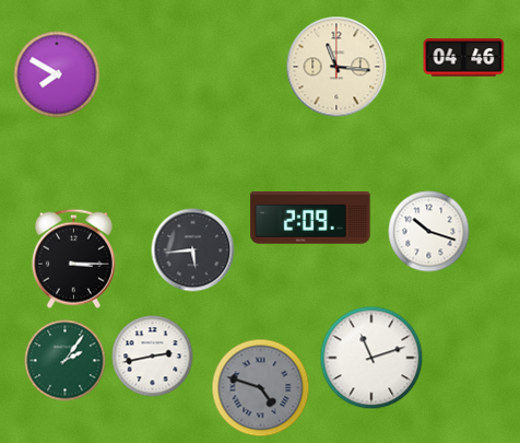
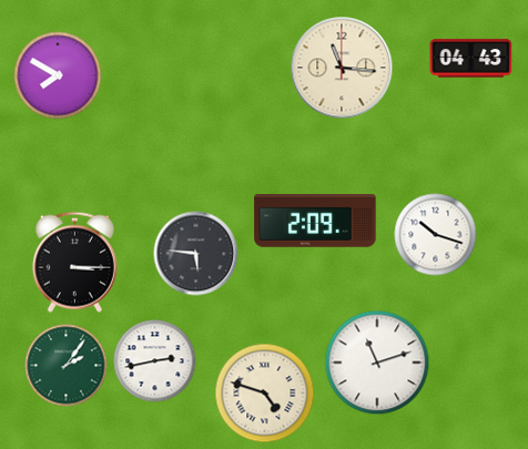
clock at (464, 58): 04:46 -> 04:43
clock at (193, 250): 5:44 -> 5:46
clock at (261, 388) dial: grey -> cream
